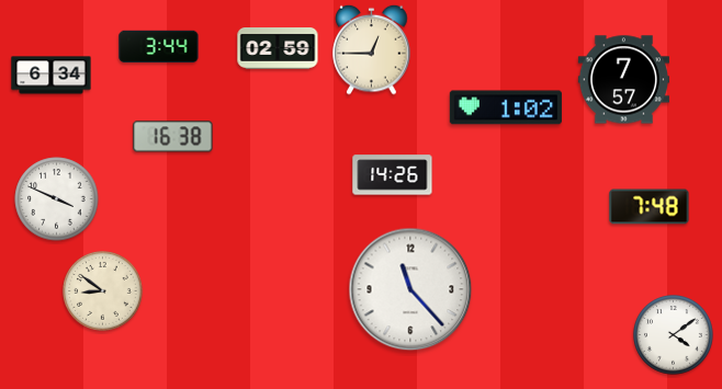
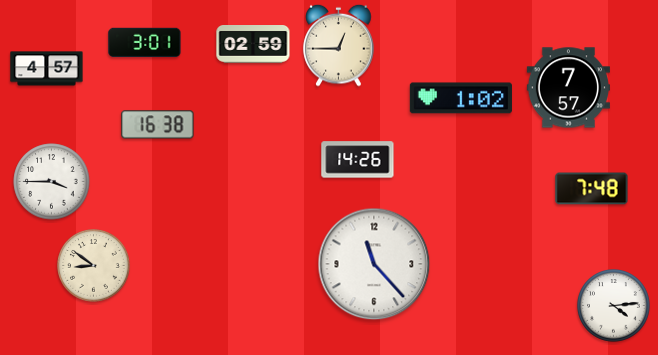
clock at (159, 47): 3:44 -> 3:01
clock at (52, 76): 6:34 -> 4:57
clock at (623, 80) position: (623, 80) -> (568, 88)
clock at (57, 199): 3:49 -> 3:45
clock at (674, 335): 4:09 -> 4:14
